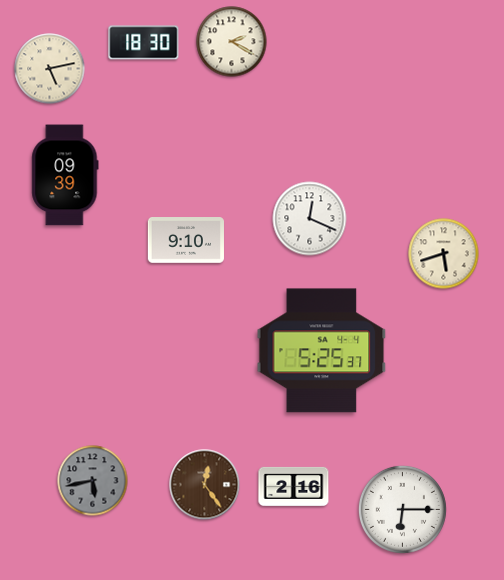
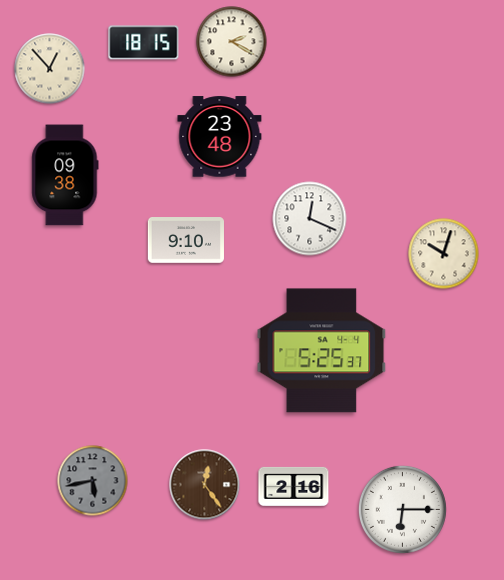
clock at (144, 43): 18:30 -> 18:15
clock at (50, 69): 5:13 -> 12:53
clock at (220, 137): none -> 23:48
clock at (65, 175): 09:39 -> 09:38
clock at (444, 254): 5:42 -> 10:03
